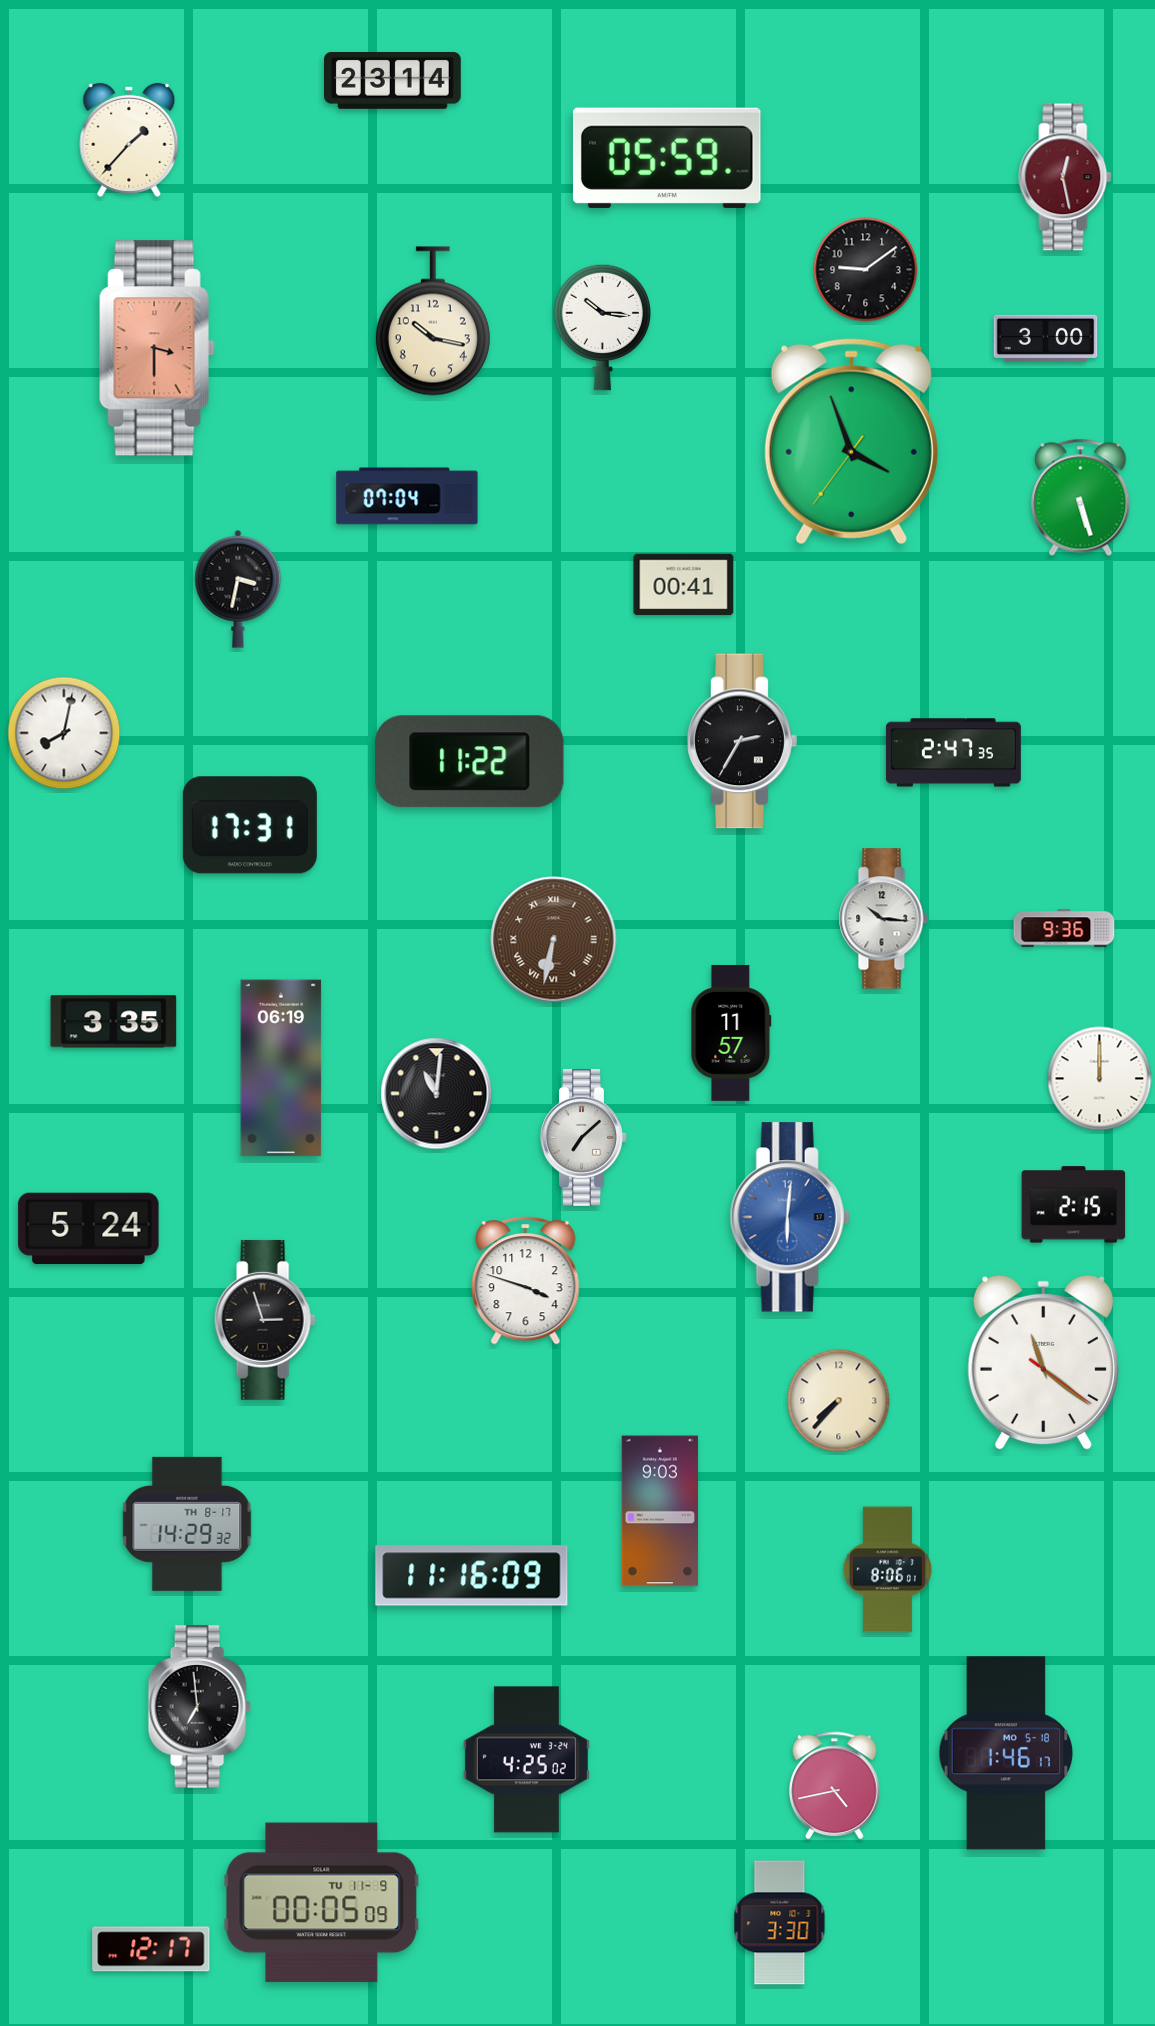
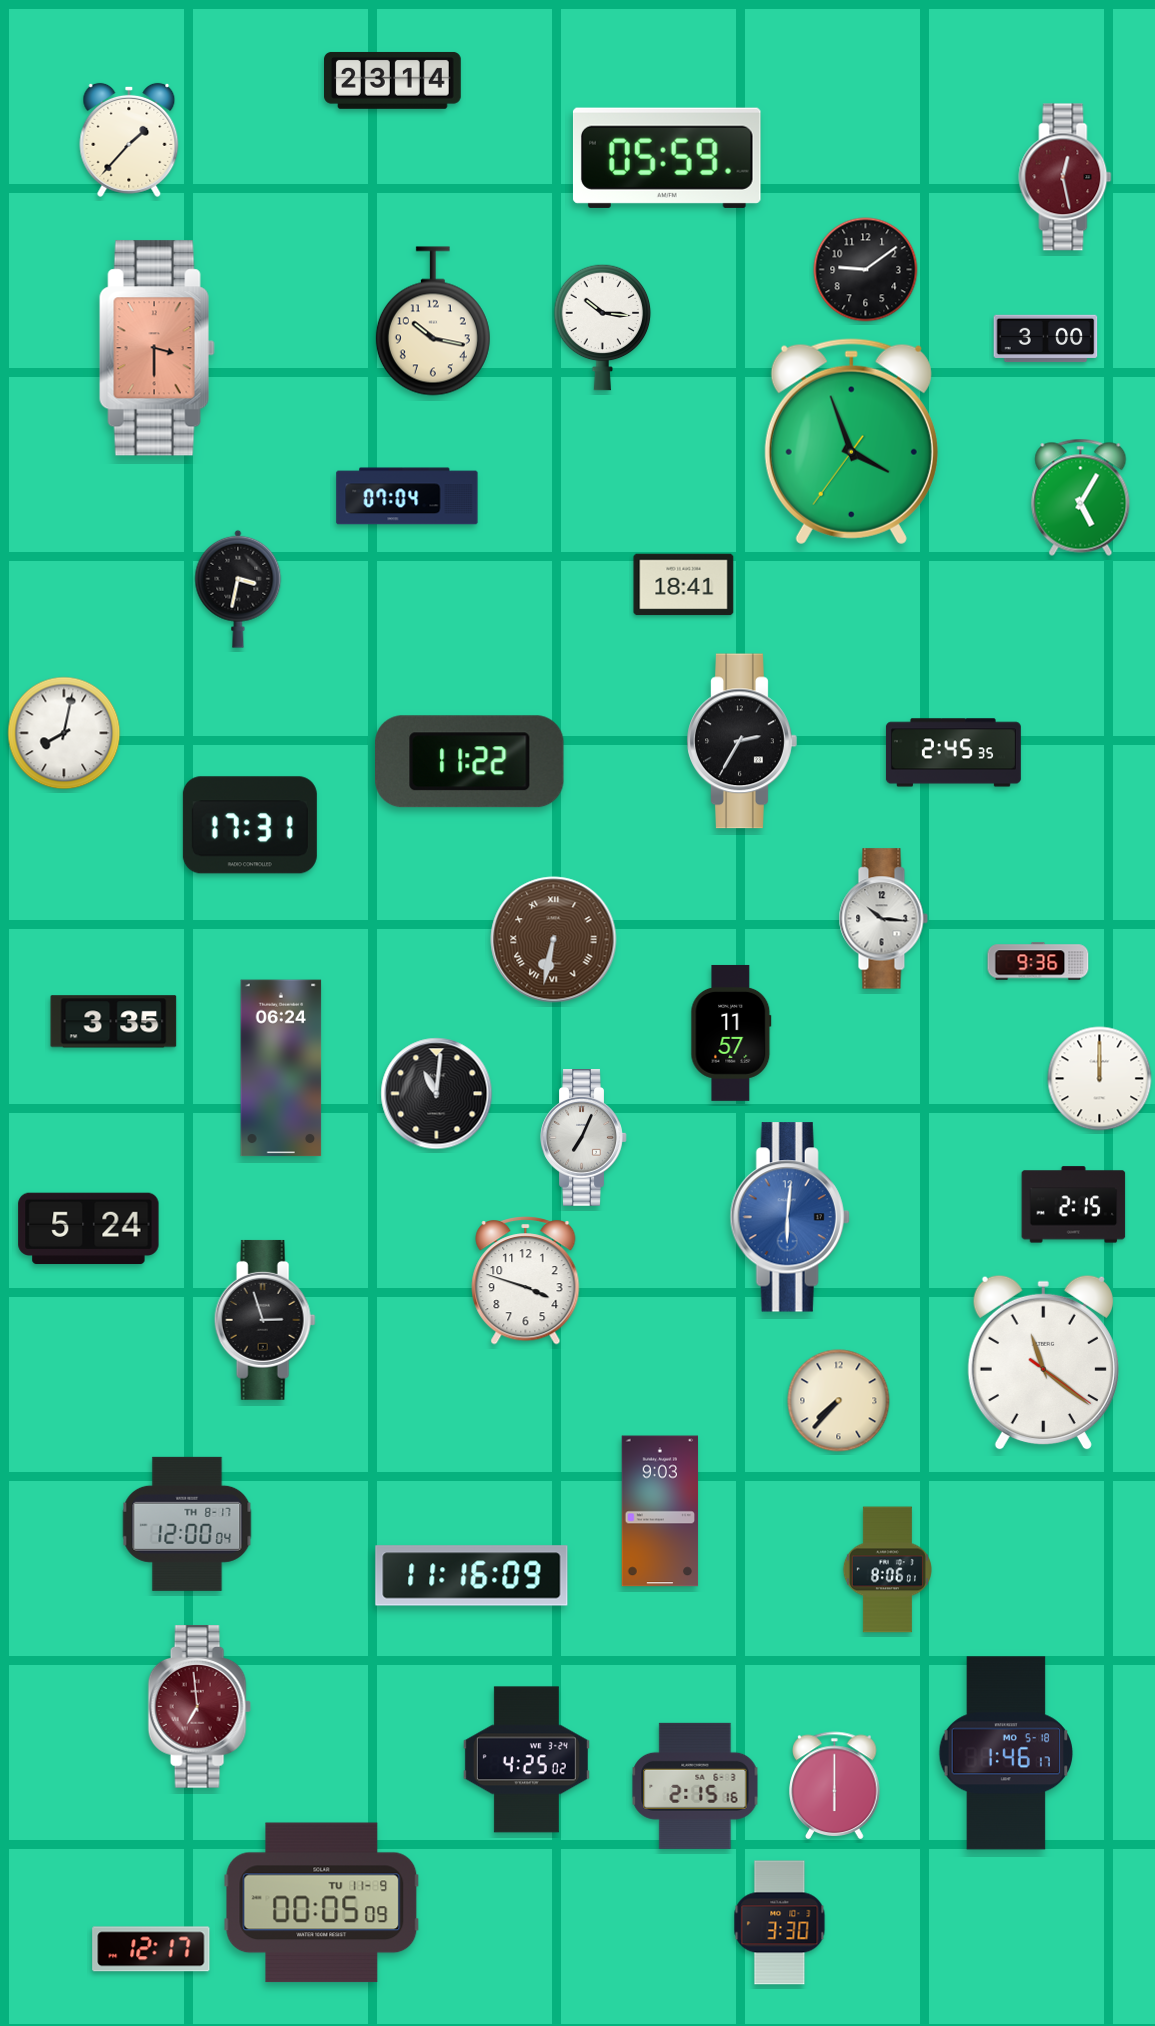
clock at (1081, 497): 5:27 -> 5:05
clock at (684, 585): 00:41 -> 18:41
clock at (953, 753): 2:47 -> 2:45
clock at (1064, 928) position: (1064, 928) -> (1038, 961)
clock at (281, 1068): 06:19 -> 06:24
clock at (584, 1138): 7:08 -> 7:04
clock at (187, 1524): 14:29 -> 12:00
clock at (199, 1707) dial: black -> burgundy
clock at (835, 1785): 4:43 -> 6:00
clock at (695, 1786): none -> 2:15
